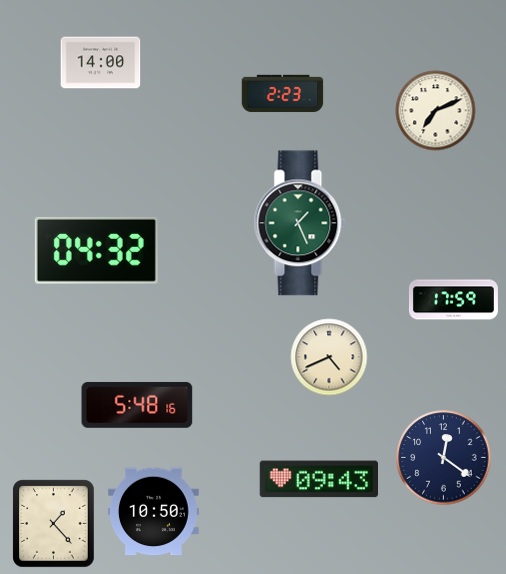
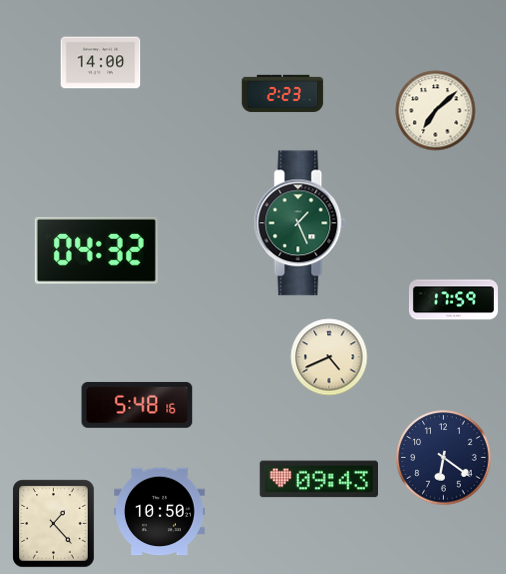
clock at (436, 111): 7:11 -> 7:08
clock at (444, 458): 12:21 -> 6:21
clock at (153, 512) position: (153, 512) -> (159, 512)
